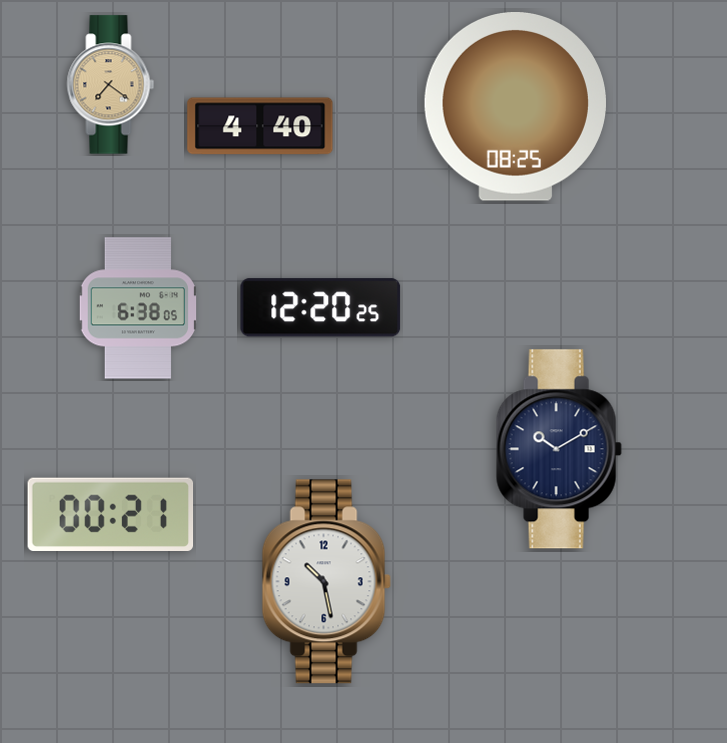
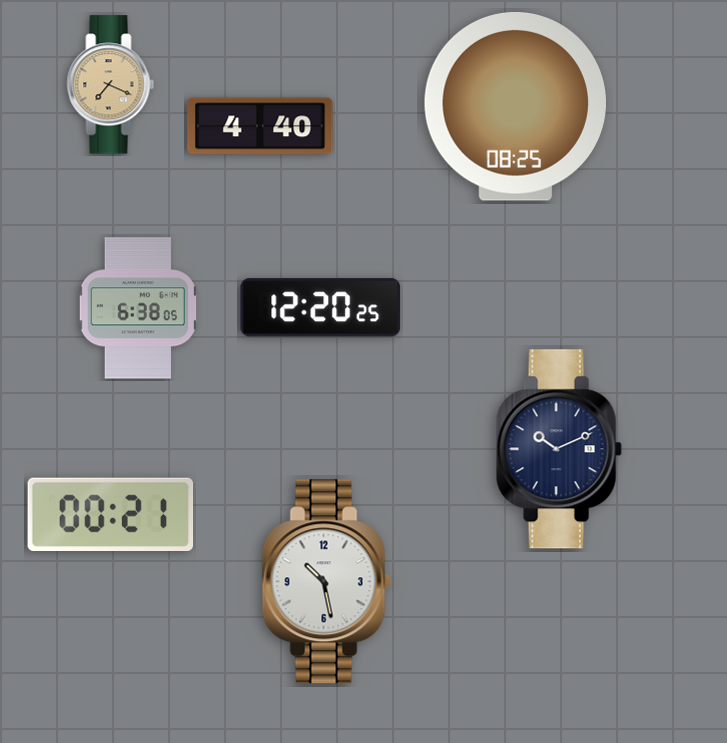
clock at (111, 85): 7:21 -> 7:19
clock at (559, 449): 10:10 -> 10:11
